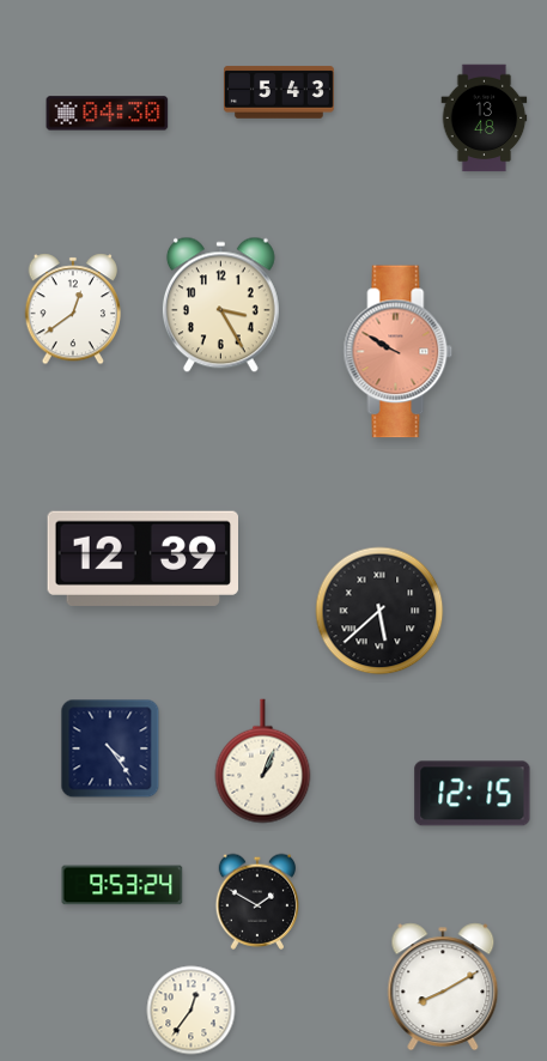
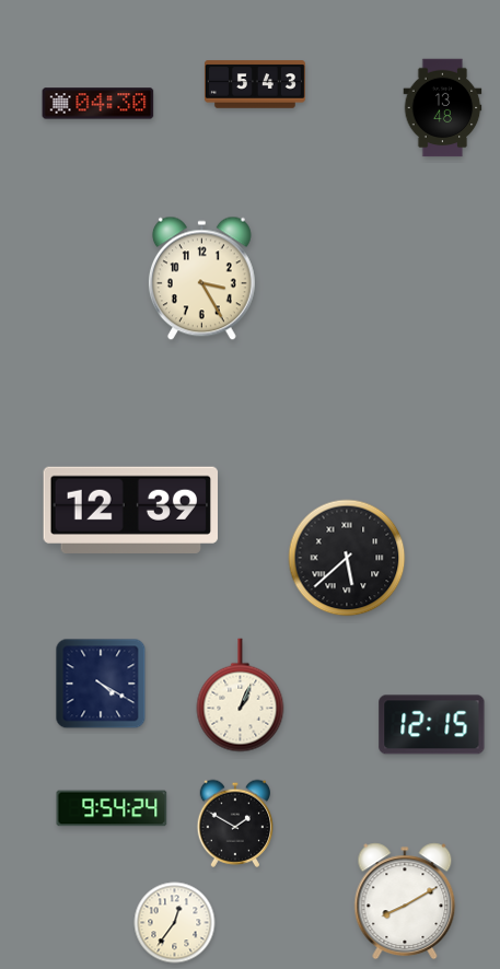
clock at (72, 309): 12:39 -> none
clock at (399, 352): 9:50 -> none
clock at (110, 748): 4:24 -> 4:20
clock at (122, 885): 9:53 -> 9:54
